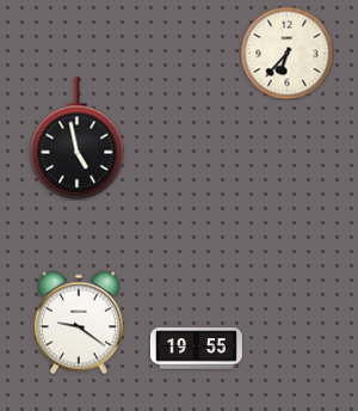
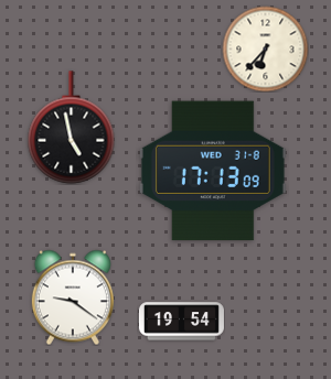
clock at (213, 171): none -> 17:13
clock at (196, 349): 19:55 -> 19:54
